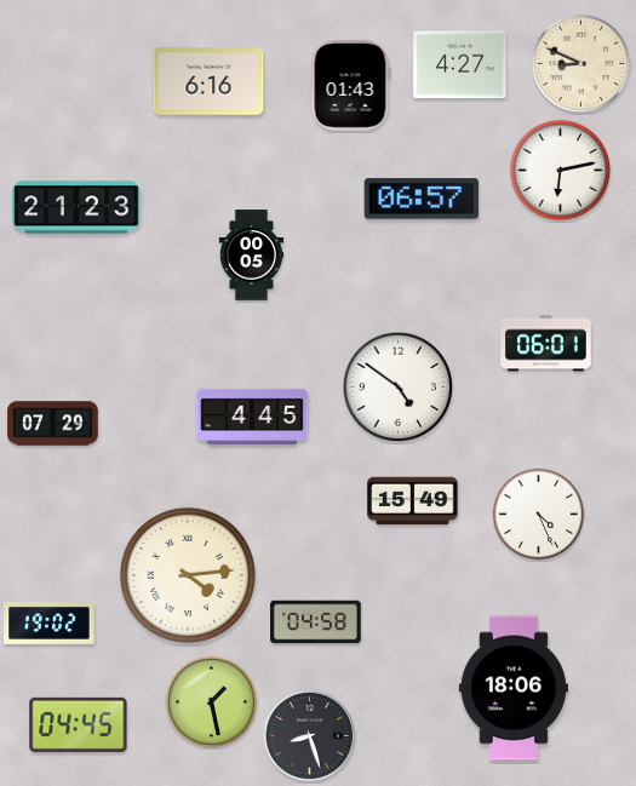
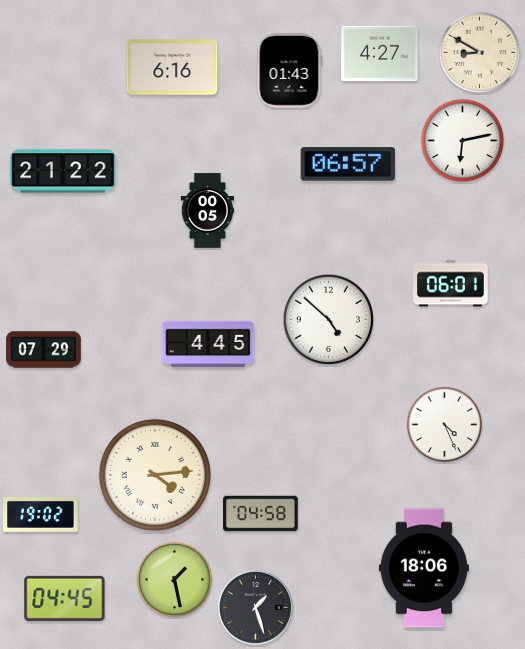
clock at (581, 64): 8:49 -> 8:50
clock at (76, 207): 21:23 -> 21:22
clock at (399, 388): 4:51 -> 4:52
clock at (413, 501): 15:49 -> none
clock at (309, 735): 8:27 -> 1:27
